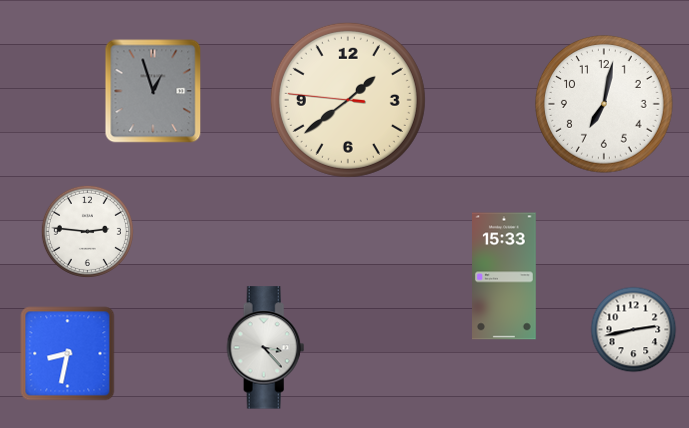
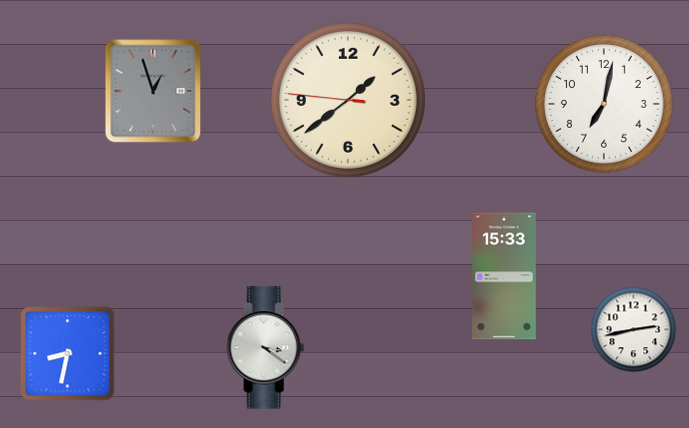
clock at (87, 231): 2:46 -> none
clock at (266, 348): 3:23 -> 3:21
